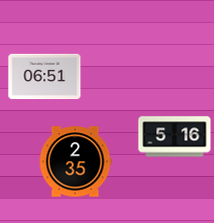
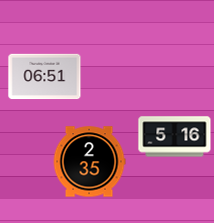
clock at (75, 162) position: (75, 162) -> (89, 162)
